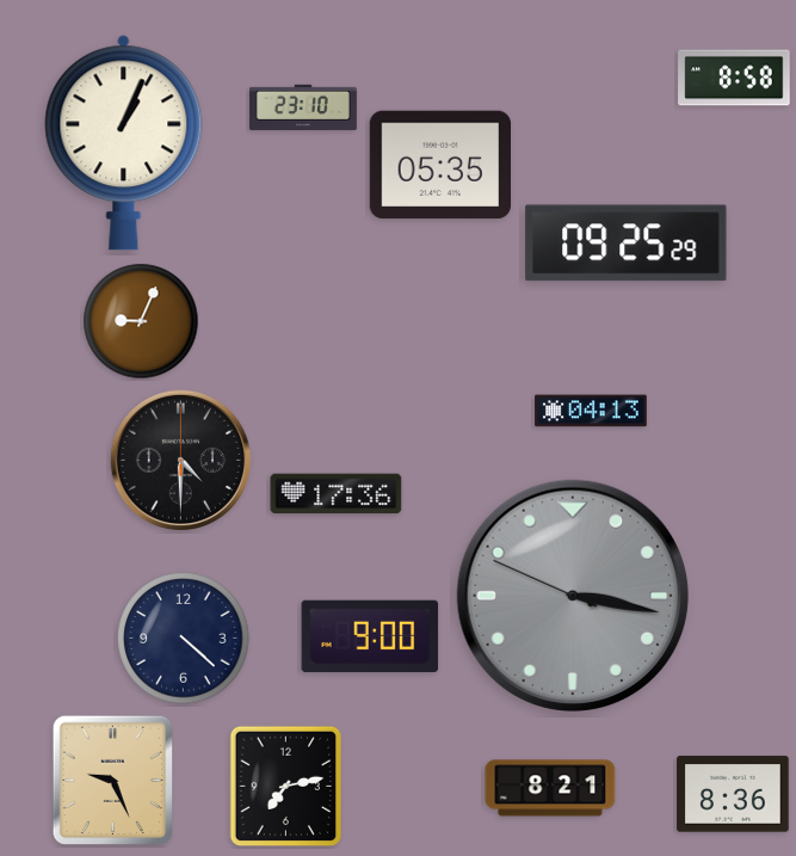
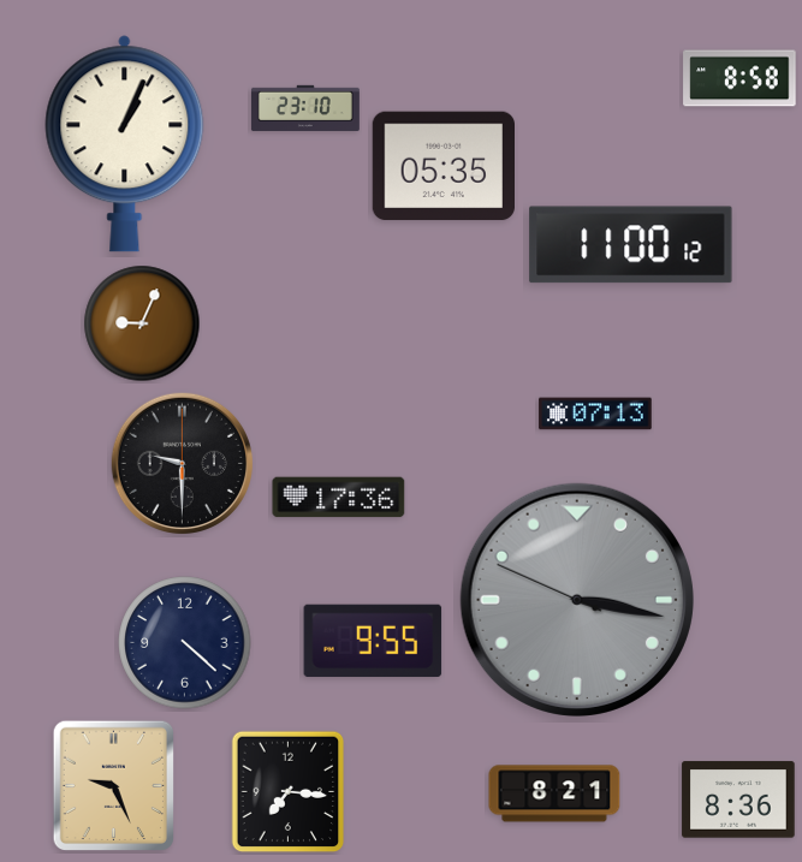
clock at (627, 244): 09:25 -> 11:00
clock at (591, 411): 04:13 -> 07:13
clock at (180, 460): 4:30 -> 9:30
clock at (370, 636): 9:00 -> 9:55
clock at (286, 787): 7:13 -> 7:16
